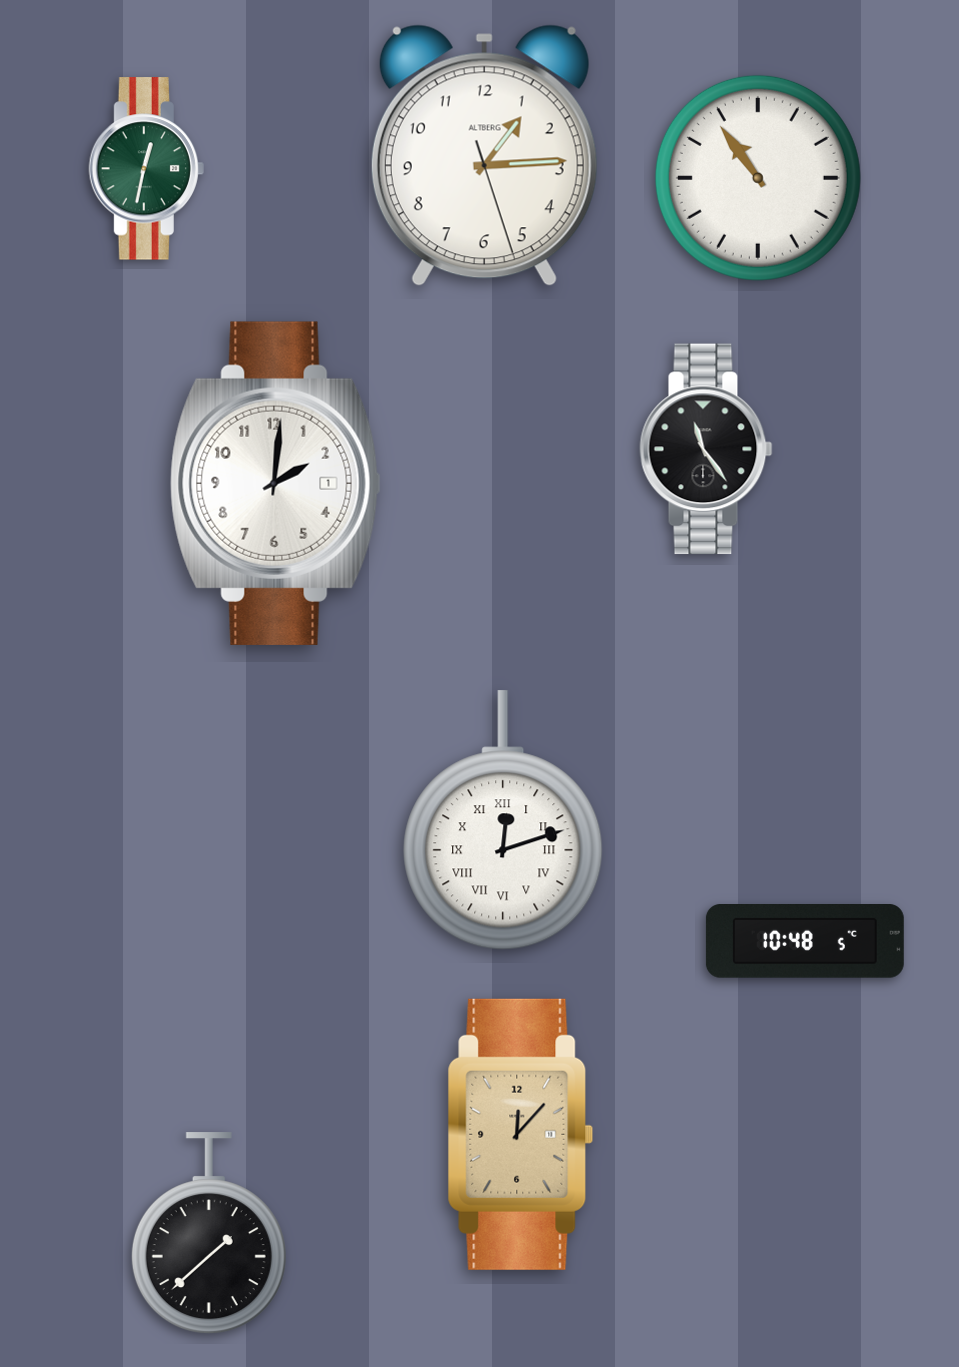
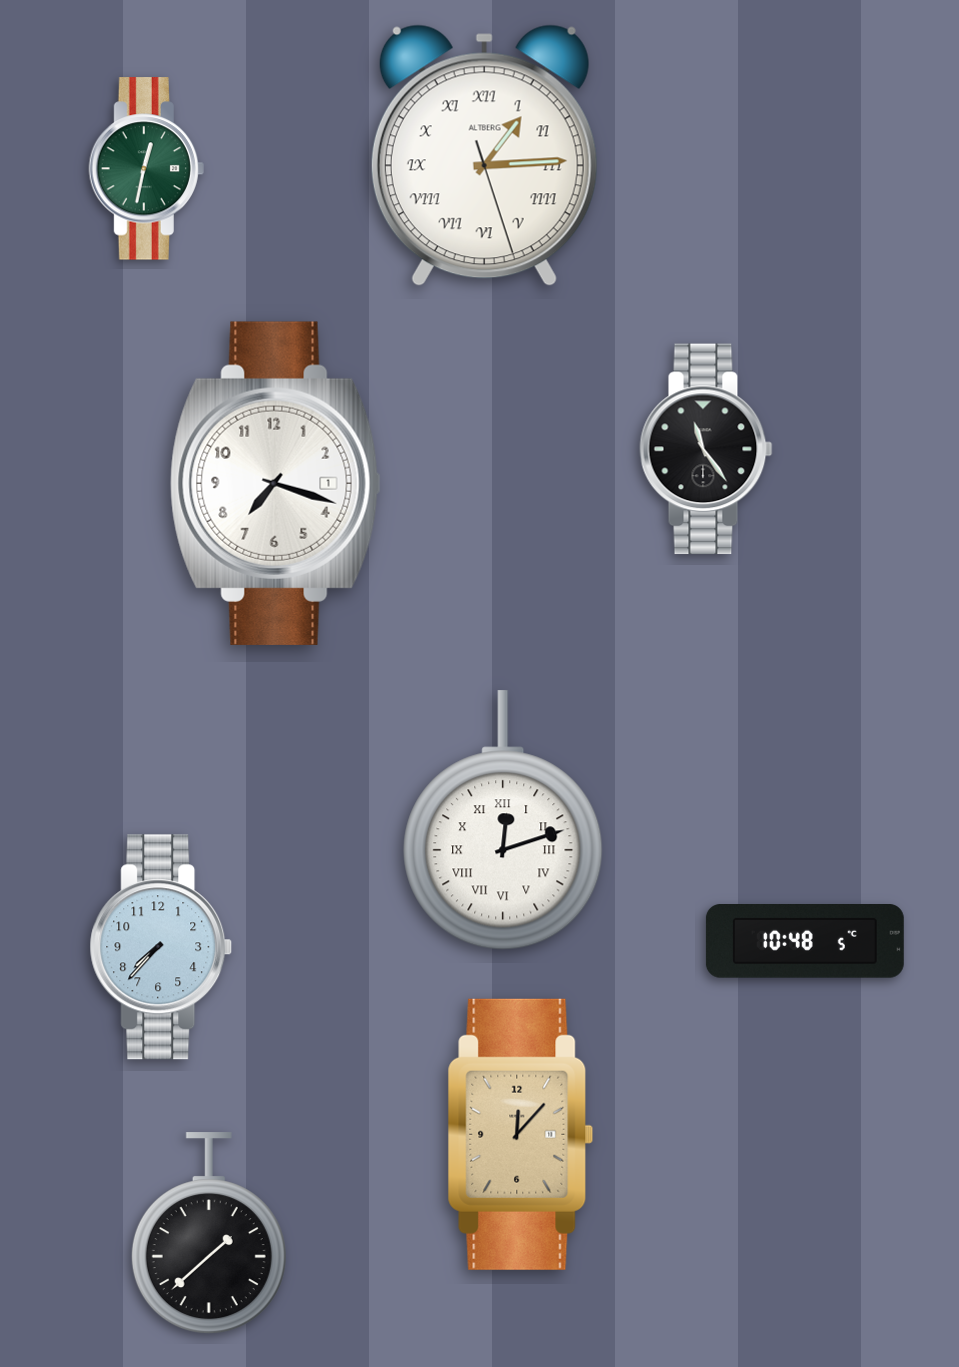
clock at (484, 156) numerals: Arabic -> Roman
clock at (758, 178): 10:54 -> none
clock at (276, 483): 2:01 -> 7:18
clock at (161, 947): none -> 7:37
